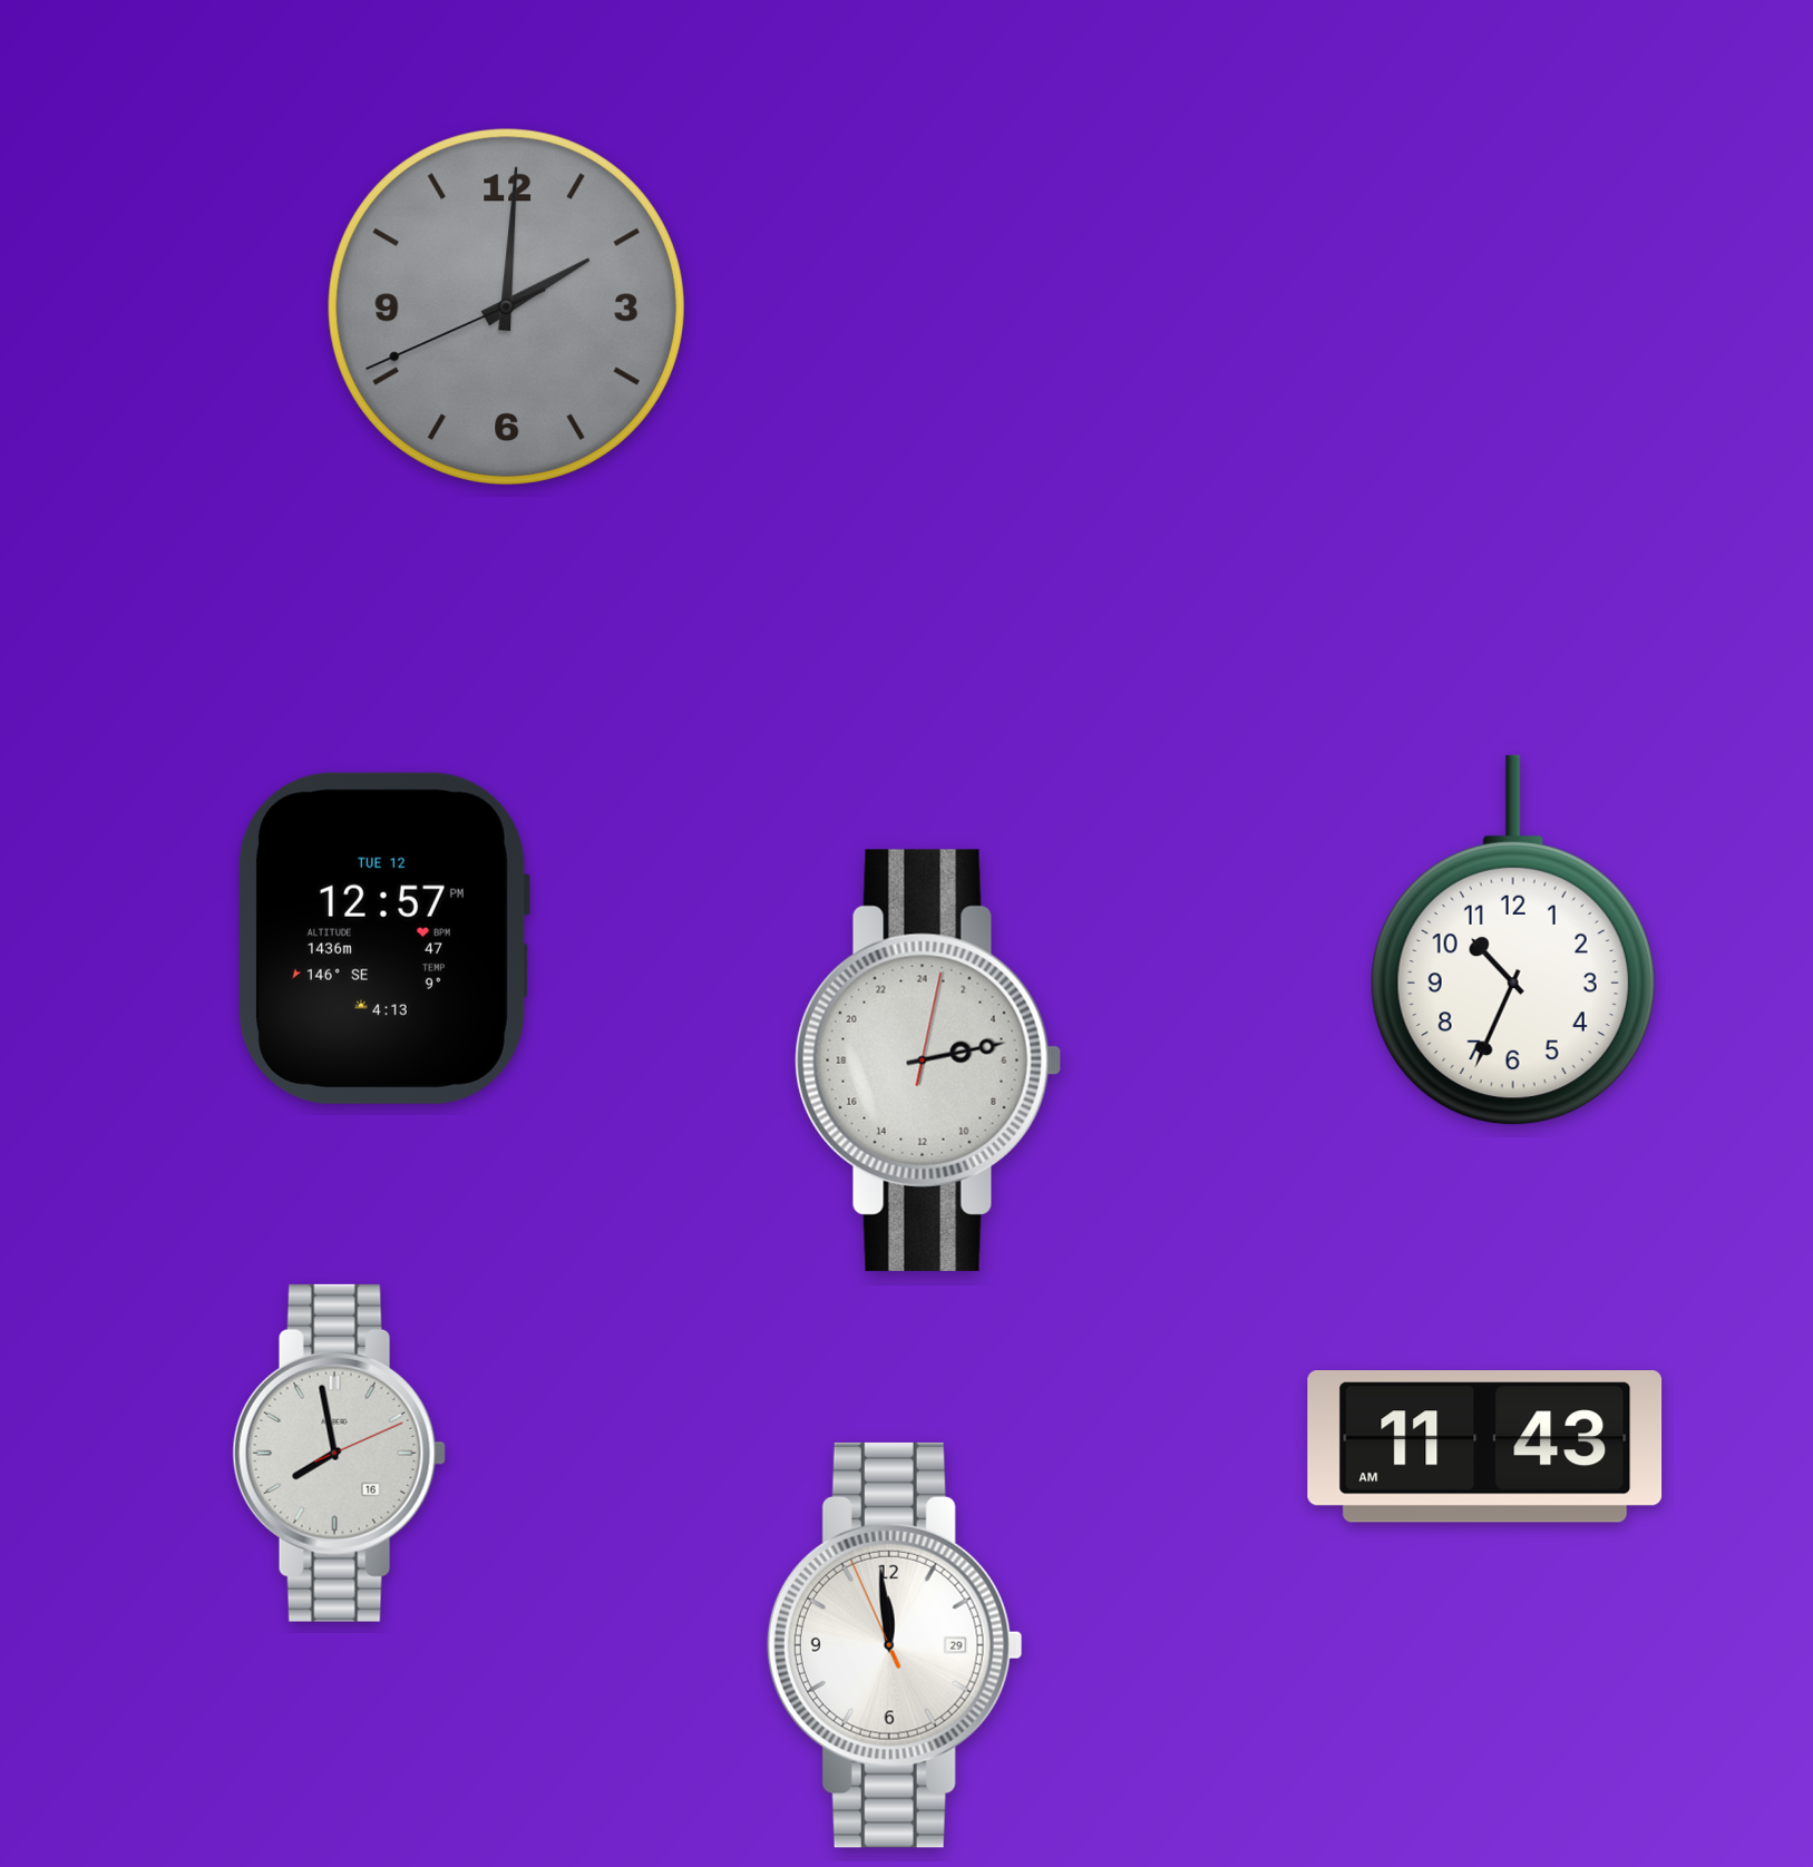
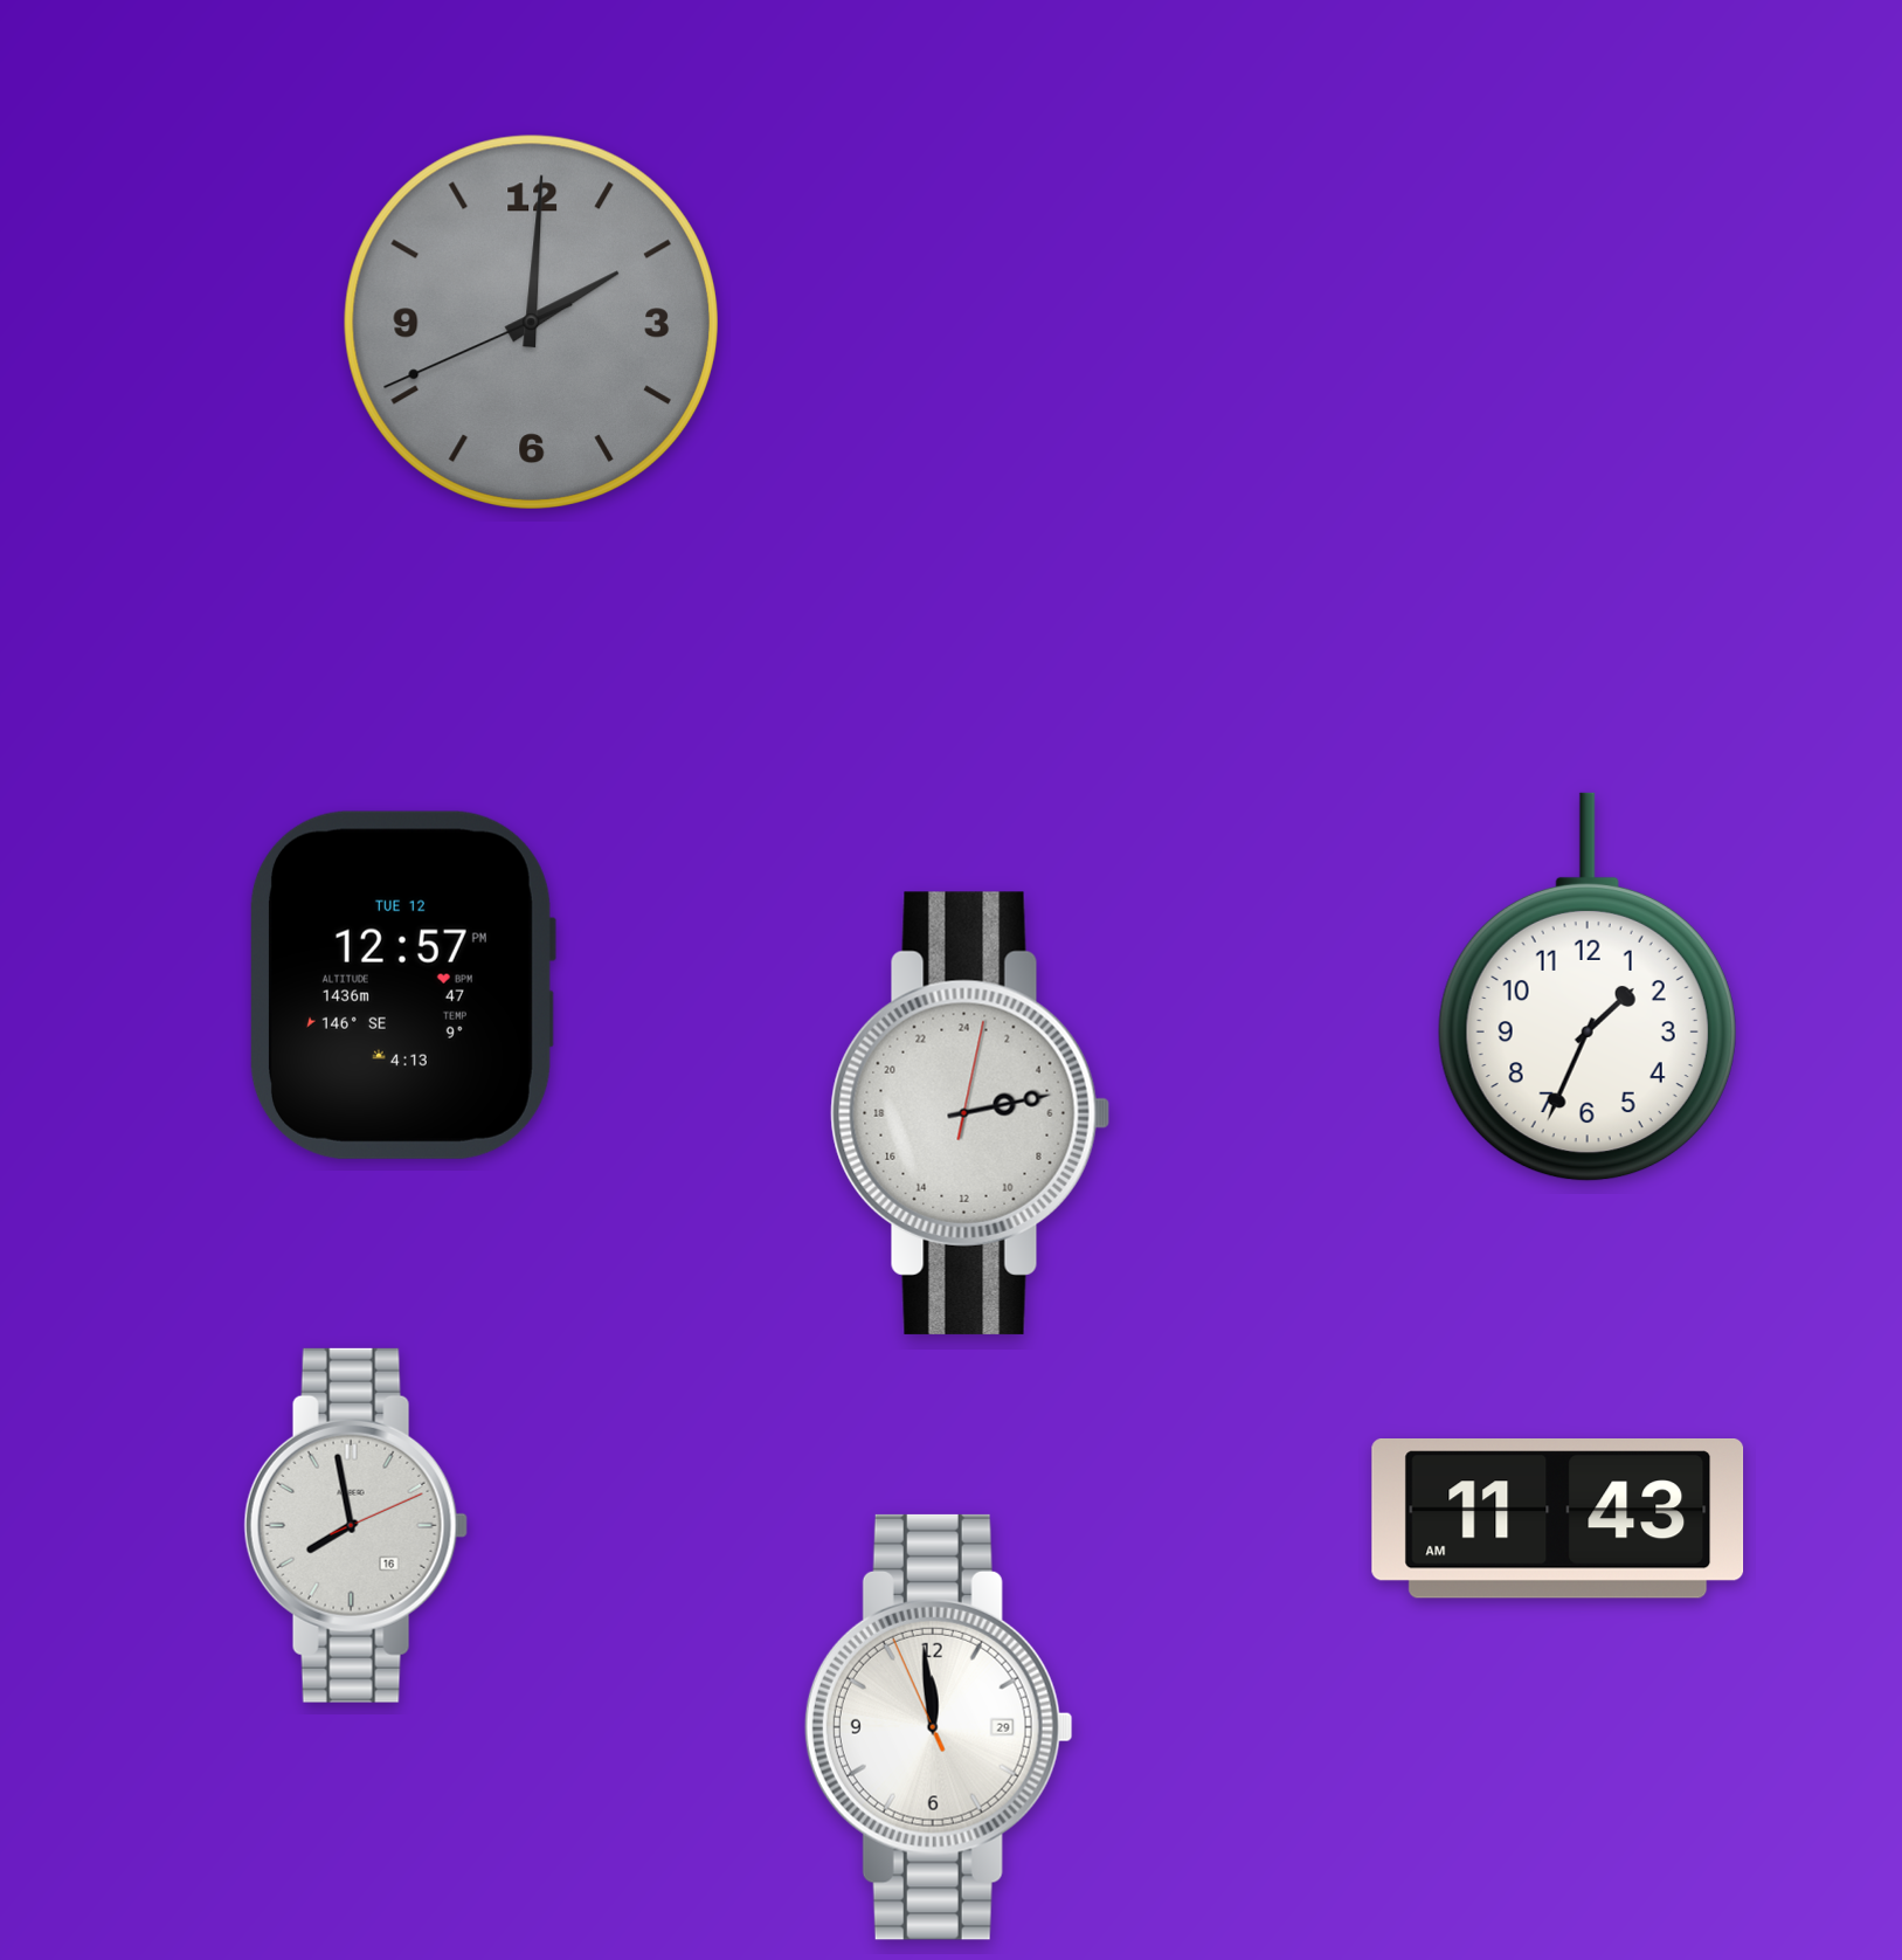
clock at (1513, 940): 10:34 -> 1:34
clock at (928, 1060) position: (928, 1060) -> (970, 1113)
